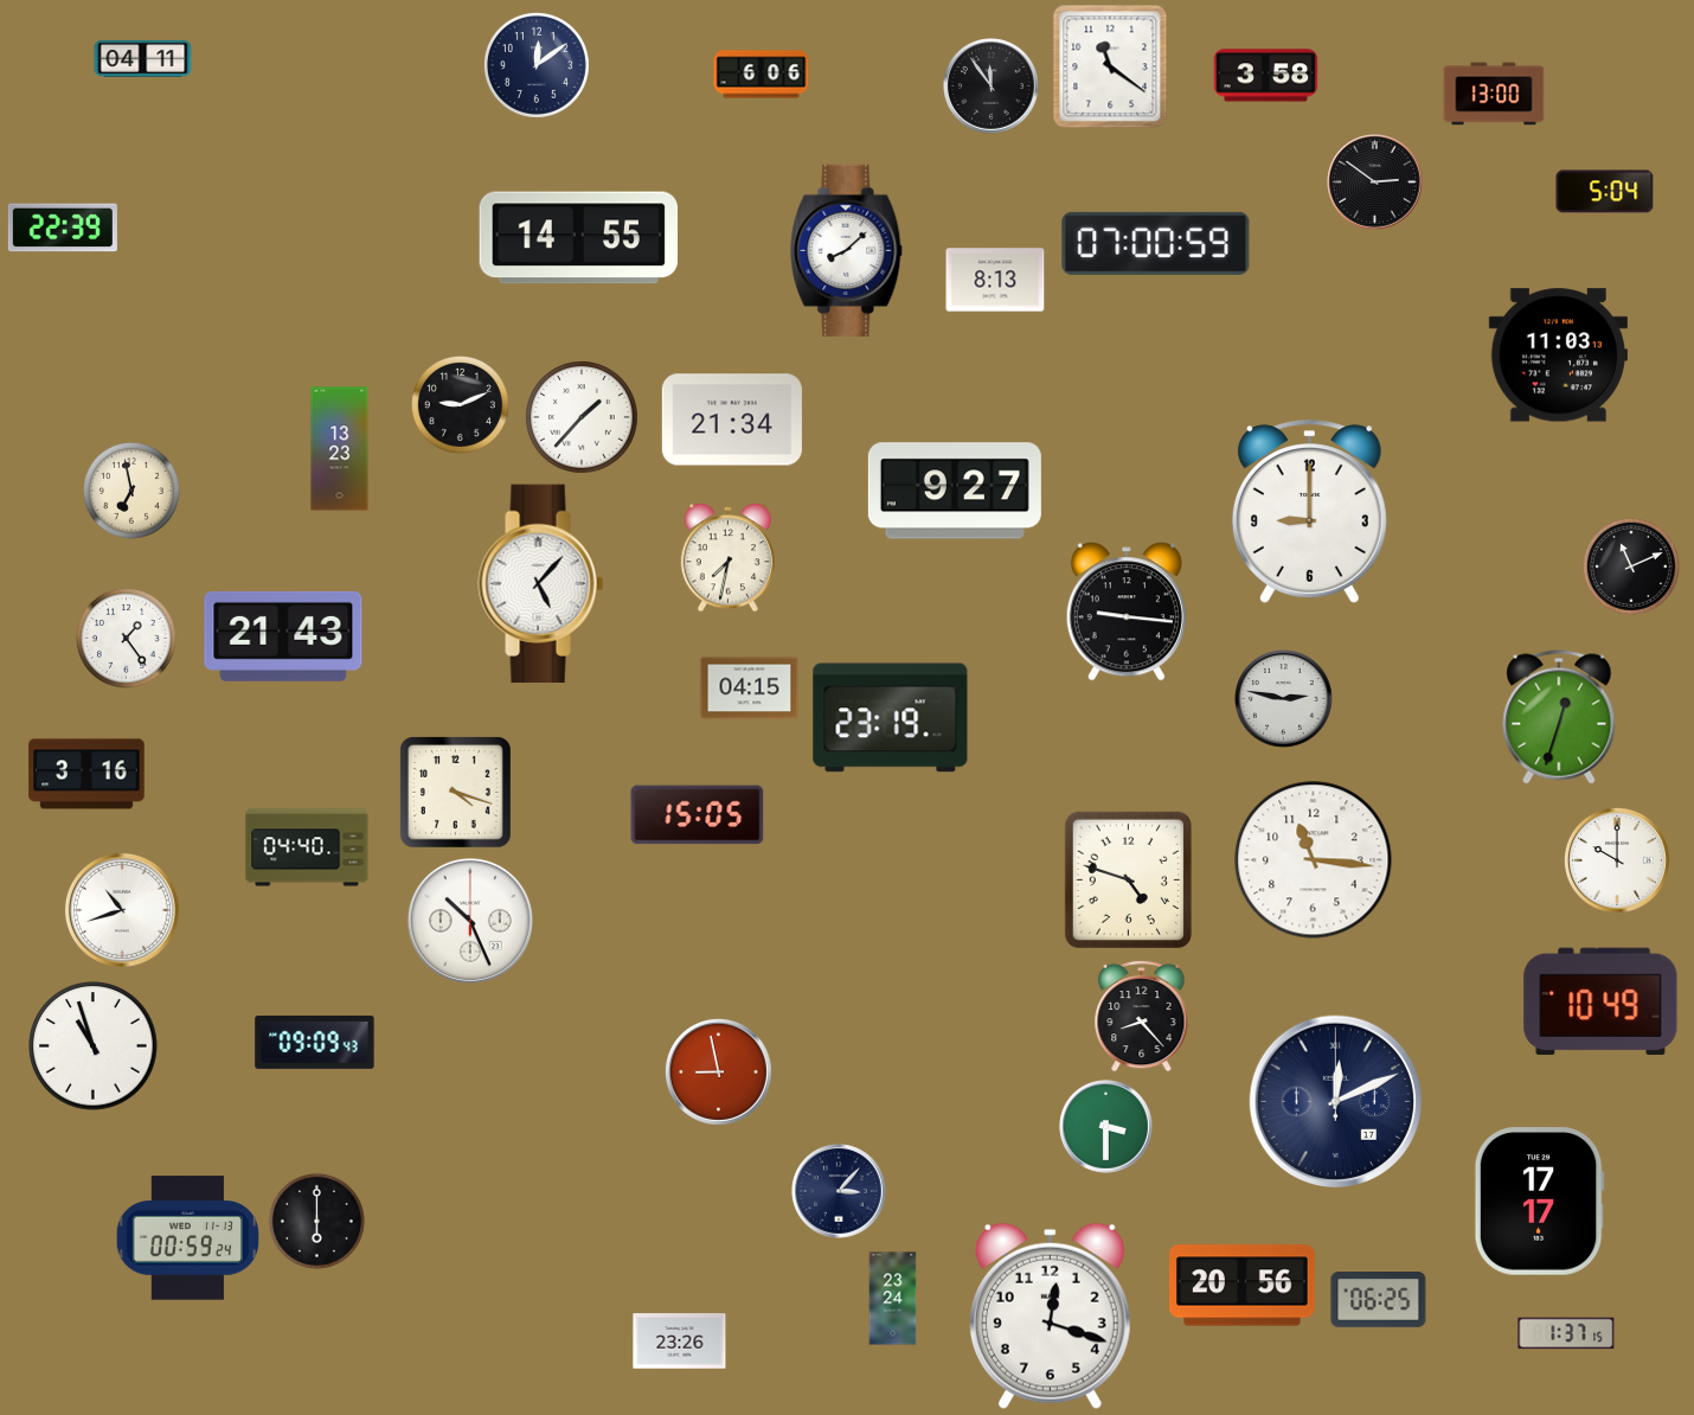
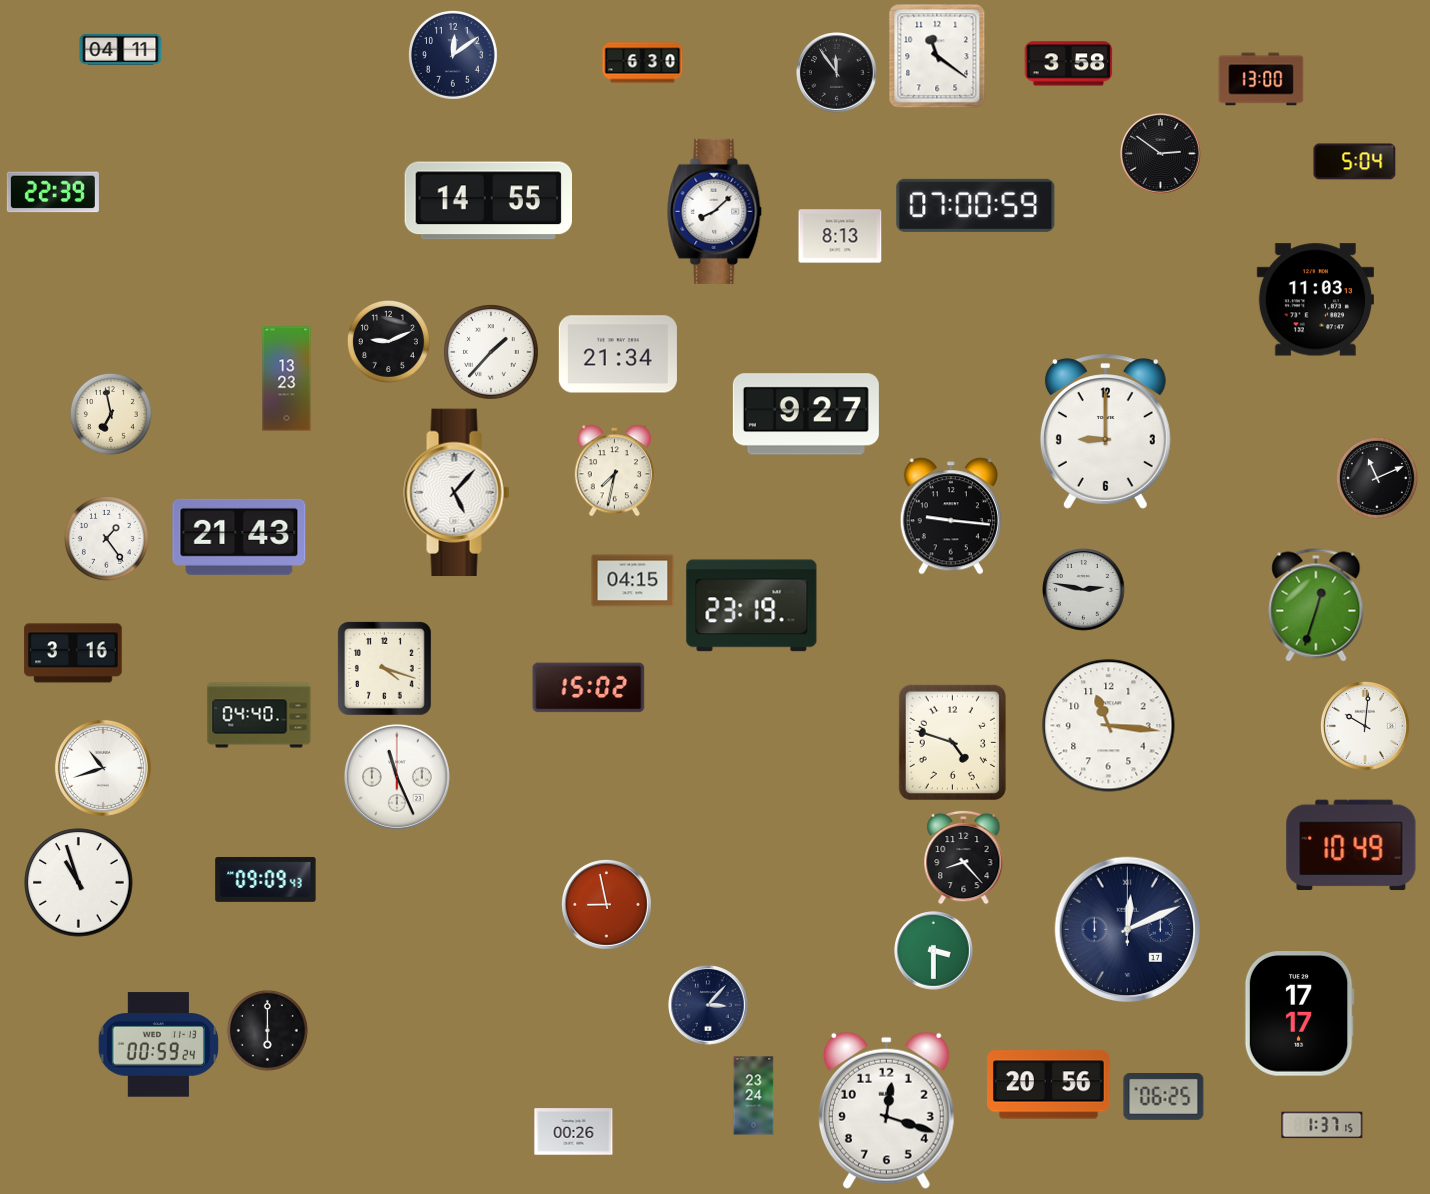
clock at (762, 75): 6:06 -> 6:30
clock at (698, 815): 15:05 -> 15:02
clock at (1618, 862): 10:00 -> 10:01
clock at (470, 921): 10:26 -> 11:26
clock at (680, 1342): 23:26 -> 00:26
